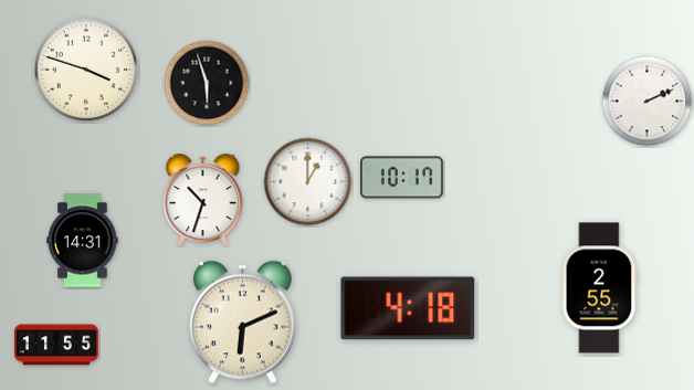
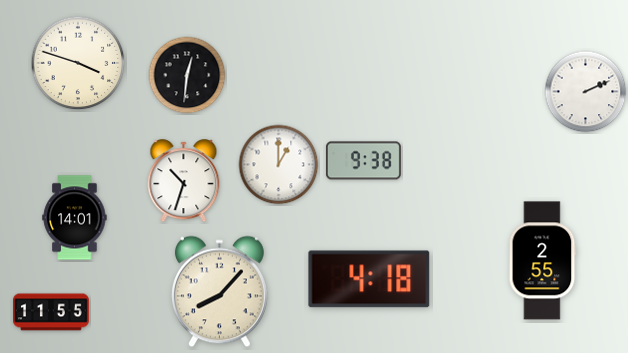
clock at (207, 83): 5:57 -> 12:31
clock at (401, 178): 10:17 -> 9:38
clock at (83, 241): 14:31 -> 14:01
clock at (242, 323): 6:11 -> 8:07
